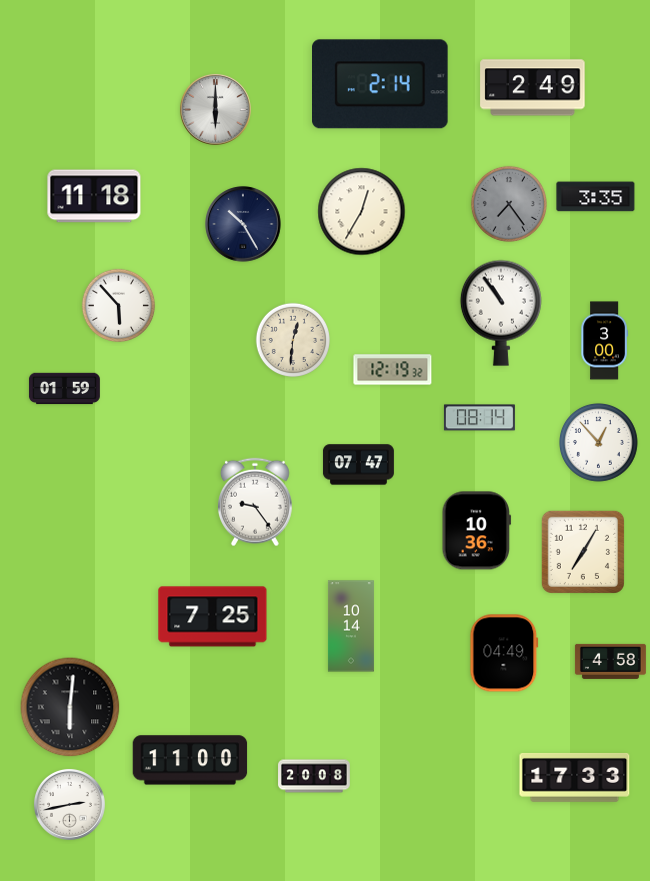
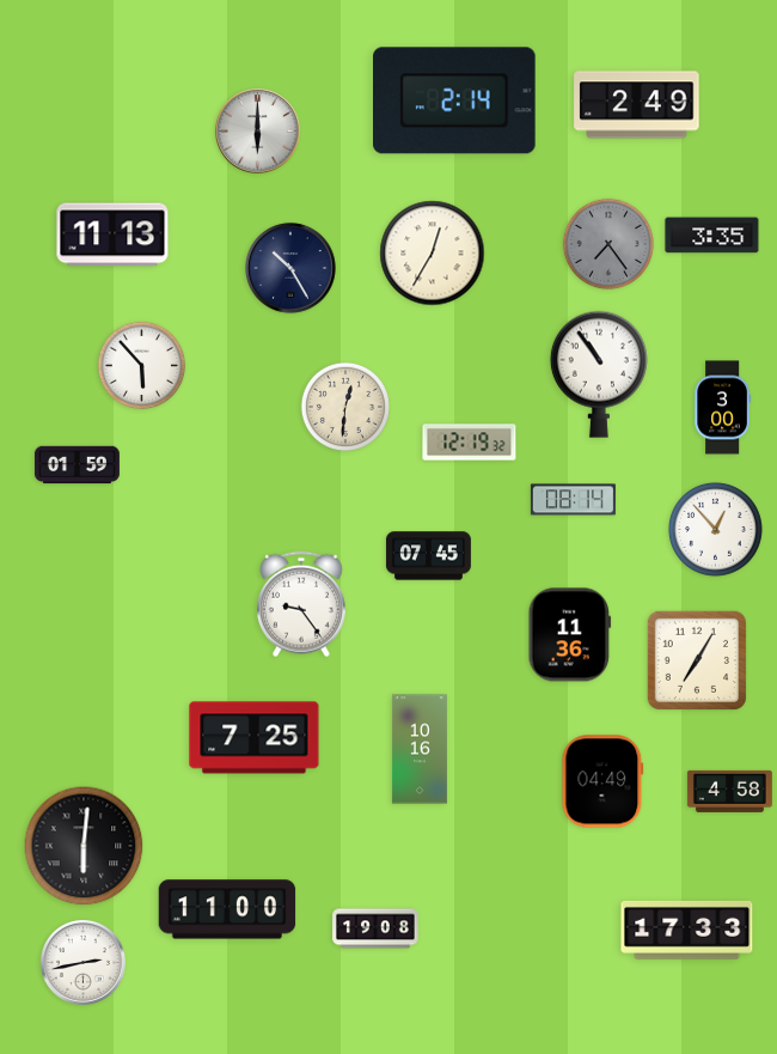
clock at (94, 196): 11:18 -> 11:13
clock at (292, 339) position: (292, 339) -> (344, 406)
clock at (358, 465): 07:47 -> 07:45
clock at (255, 502) position: (255, 502) -> (301, 604)
clock at (477, 531): 10:36 -> 11:36
clock at (351, 626): 10:14 -> 10:16
clock at (314, 776): 20:08 -> 19:08
